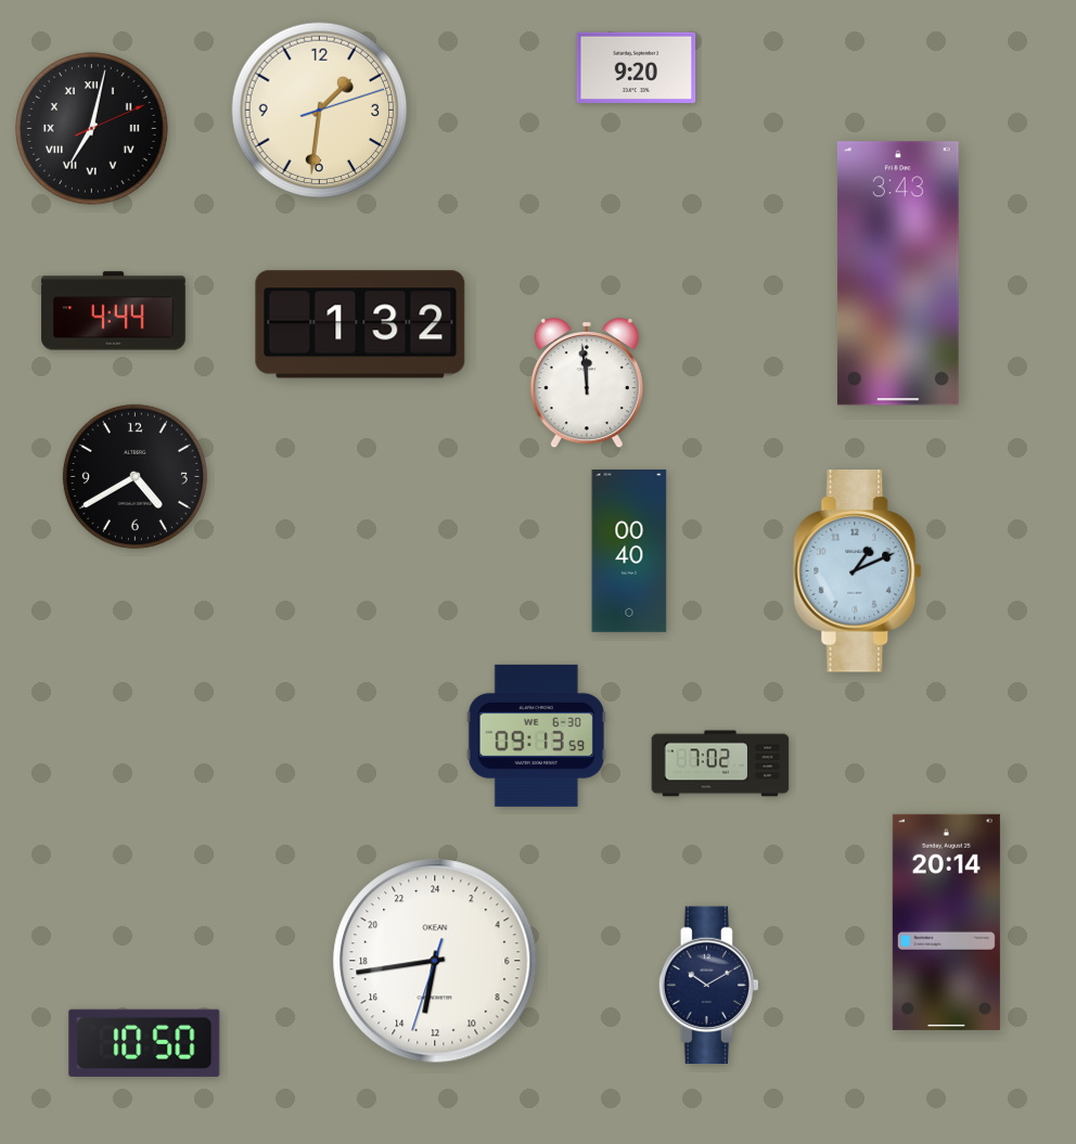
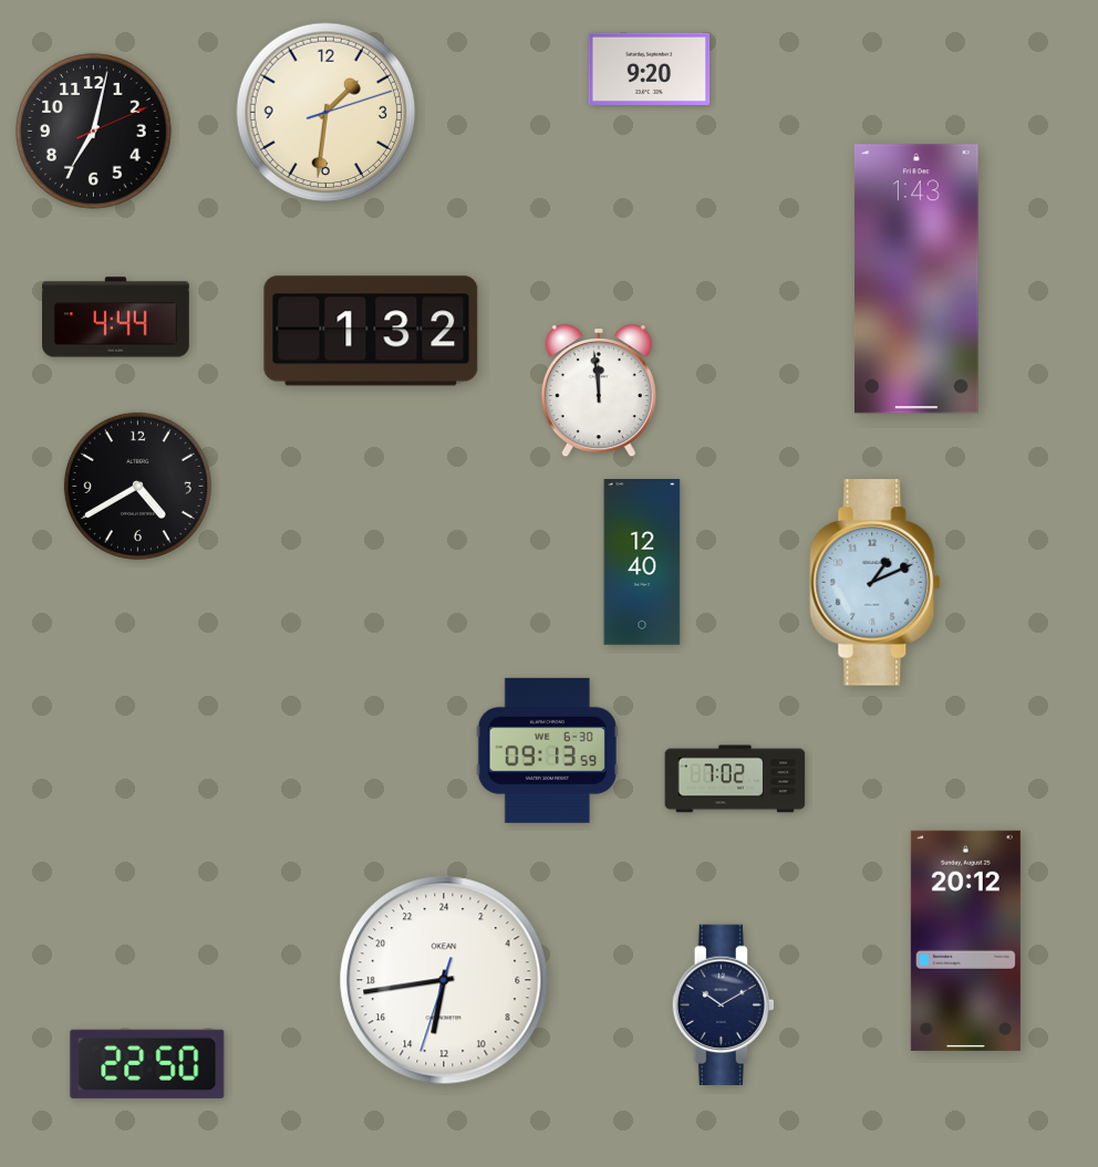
clock at (92, 129) numerals: Roman -> Arabic
clock at (898, 273): 3:43 -> 1:43
clock at (360, 324) position: (360, 324) -> (371, 331)
clock at (629, 552): 00:40 -> 12:40
clock at (946, 922): 20:14 -> 20:12
clock at (144, 1043): 10:50 -> 22:50
